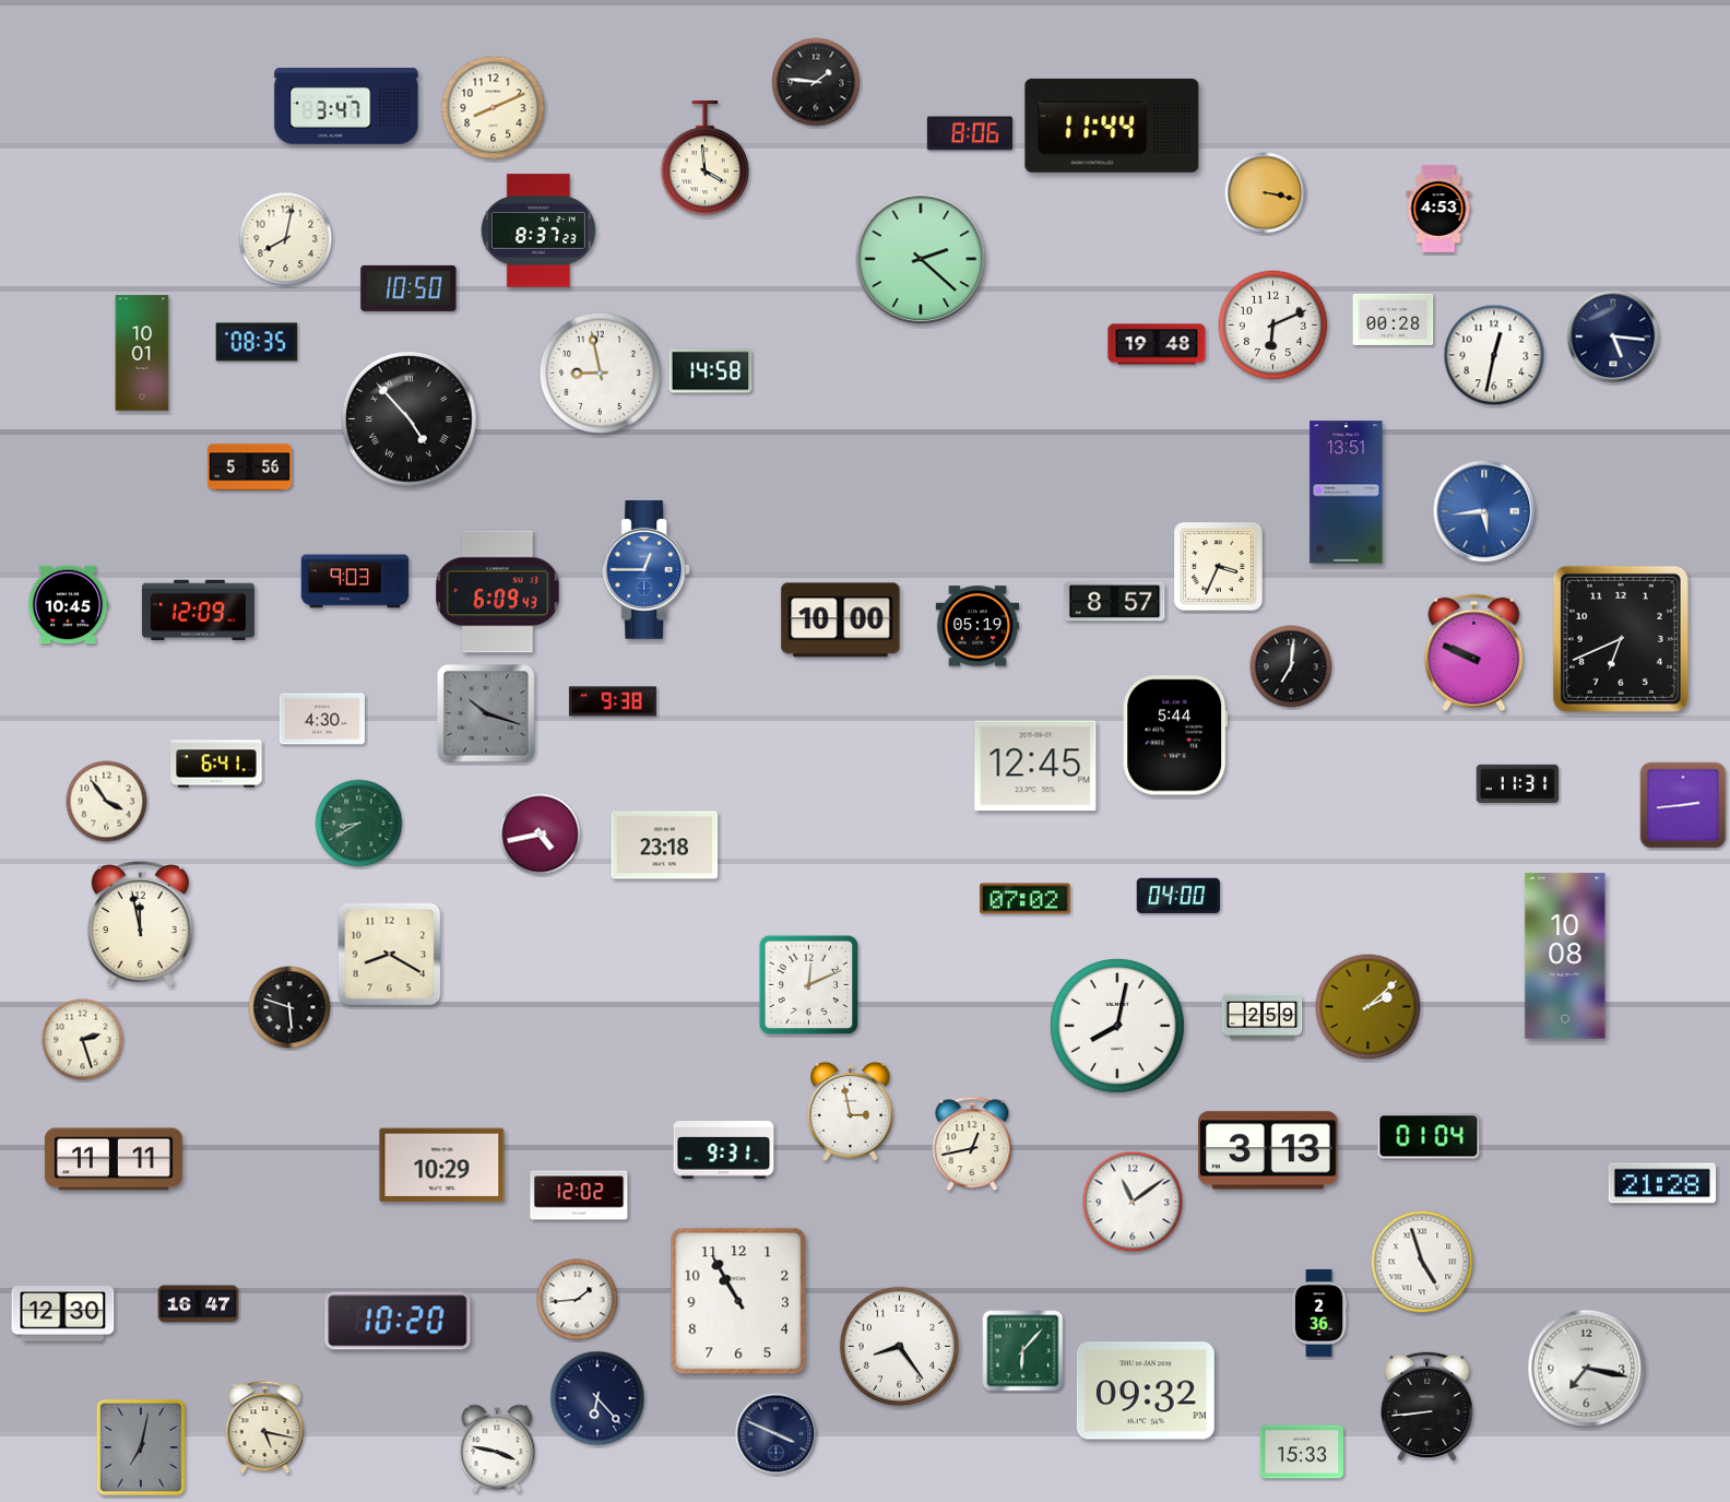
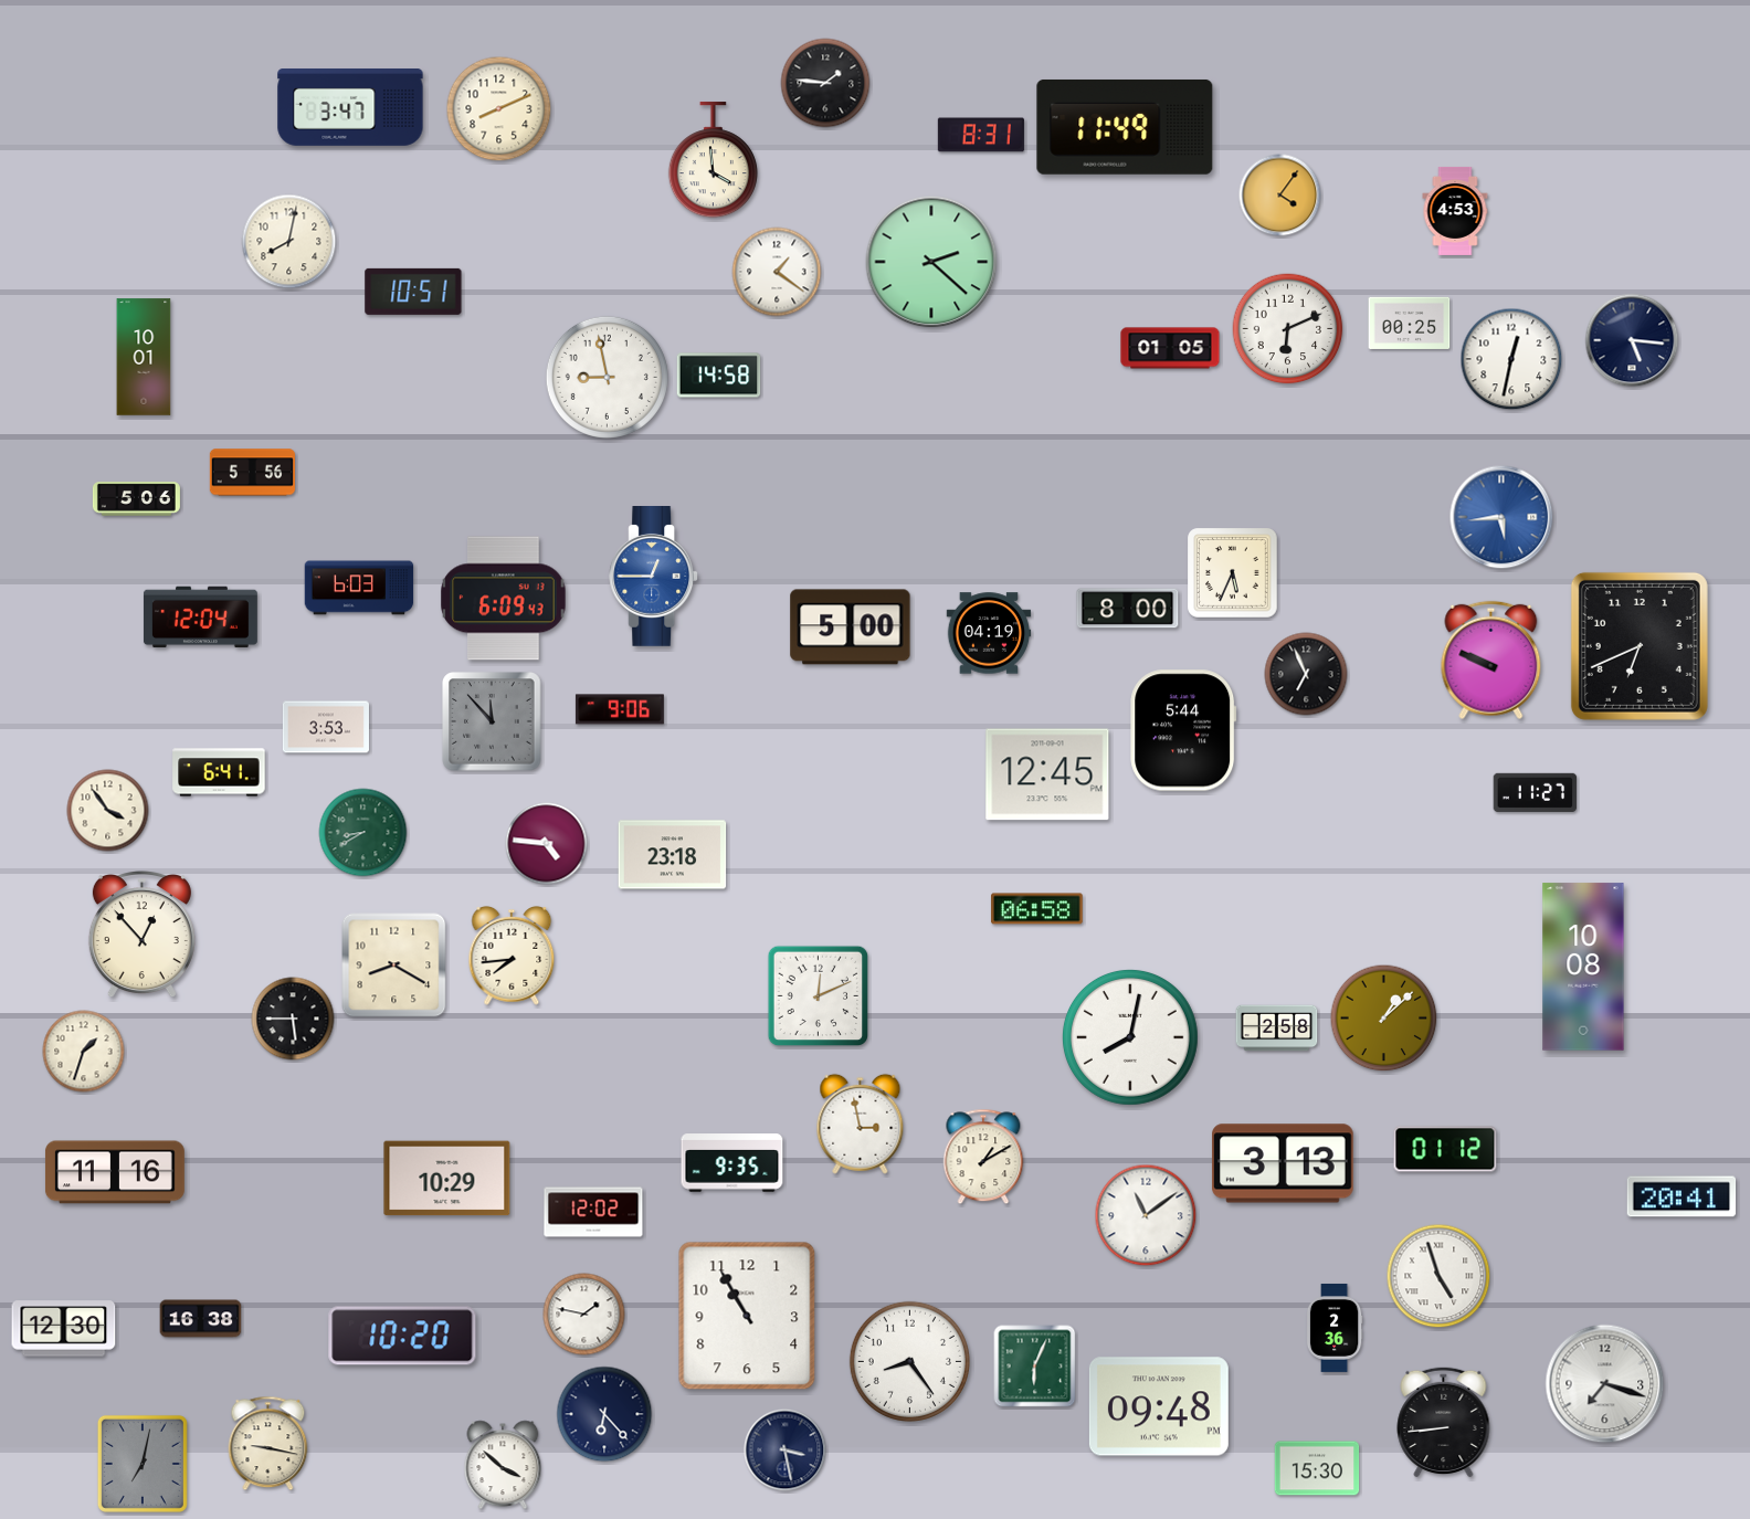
clock at (1112, 126): 11:44 -> 11:49
clock at (970, 133): 8:06 -> 8:31
clock at (1266, 193): 3:17 -> 4:06
clock at (538, 230): 8:37 -> none
clock at (777, 272): none -> 1:21
clock at (408, 288): 10:50 -> 10:51
clock at (1394, 319): 00:28 -> 00:25
clock at (257, 342): 08:35 -> none
clock at (1157, 344): 19:48 -> 01:05
clock at (410, 419): 4:53 -> none
clock at (1347, 493): 13:51 -> none
clock at (136, 499): none -> 5:06
clock at (1219, 567): 3:34 -> 5:34
clock at (355, 581): 9:03 -> 6:03
clock at (1115, 602): 8:57 -> 8:00
clock at (68, 605): 10:45 -> none
clock at (198, 611): 12:09 -> 12:04
clock at (841, 620): 10:00 -> 5:00
clock at (977, 626): 05:19 -> 04:19
clock at (1291, 666): 7:01 -> 6:56
clock at (613, 701): 9:38 -> 9:06
clock at (486, 713): 10:18 -> 11:53
clock at (322, 719): 4:30 -> 3:53
clock at (1175, 735) position: (1175, 735) -> (1183, 730)
clock at (1518, 783): 11:31 -> 11:27
clock at (1683, 805): 2:44 -> none
clock at (541, 835): 4:43 -> 4:46
clock at (1177, 896): 04:00 -> none
clock at (1026, 899): 07:02 -> 06:58
clock at (140, 925): 11:58 -> 12:53
clock at (512, 956): none -> 7:44
clock at (289, 1007): 5:48 -> 5:45
clock at (1368, 1007): 2:08 -> 1:08
clock at (1263, 1017): 2:59 -> 2:58
clock at (83, 1040): 2:27 -> 1:33
clock at (1429, 1136): 01:04 -> 01:12
clock at (972, 1144): 12:43 -> 1:10
clock at (724, 1150): 9:31 -> 9:35
clock at (114, 1159): 11:11 -> 11:16
clock at (1662, 1183): 21:28 -> 20:41
clock at (579, 1195) position: (579, 1195) -> (593, 1212)
clock at (578, 1300): 1:44 -> 1:47
clock at (199, 1304): 16:47 -> 16:38
clock at (1023, 1351): 6:07 -> 6:04
clock at (1587, 1369): 7:17 -> 7:18
clock at (1146, 1391): 09:32 -> 09:48
clock at (265, 1428): 5:17 -> 9:17
clock at (777, 1434): 3:49 -> 3:28
clock at (497, 1448): 3:47 -> 3:52
clock at (1302, 1452): 15:33 -> 15:30
